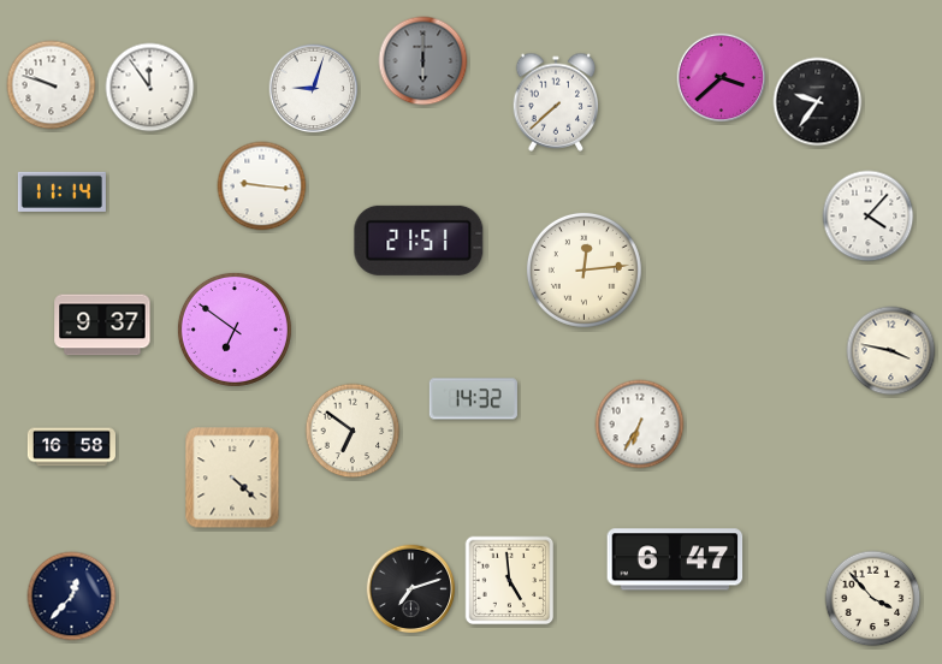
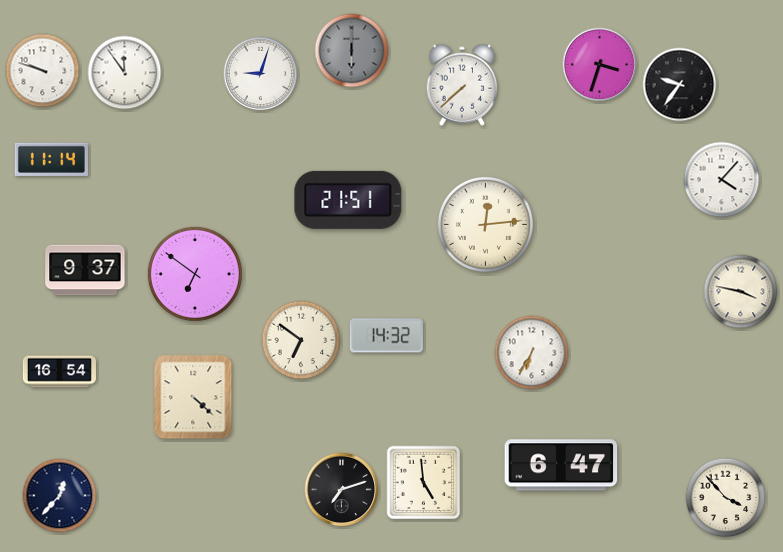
clock at (722, 78): 3:38 -> 3:33
clock at (262, 186): 9:16 -> none
clock at (473, 399) position: (473, 399) -> (386, 336)
clock at (352, 431) position: (352, 431) -> (301, 340)
clock at (71, 447): 16:58 -> 16:54
